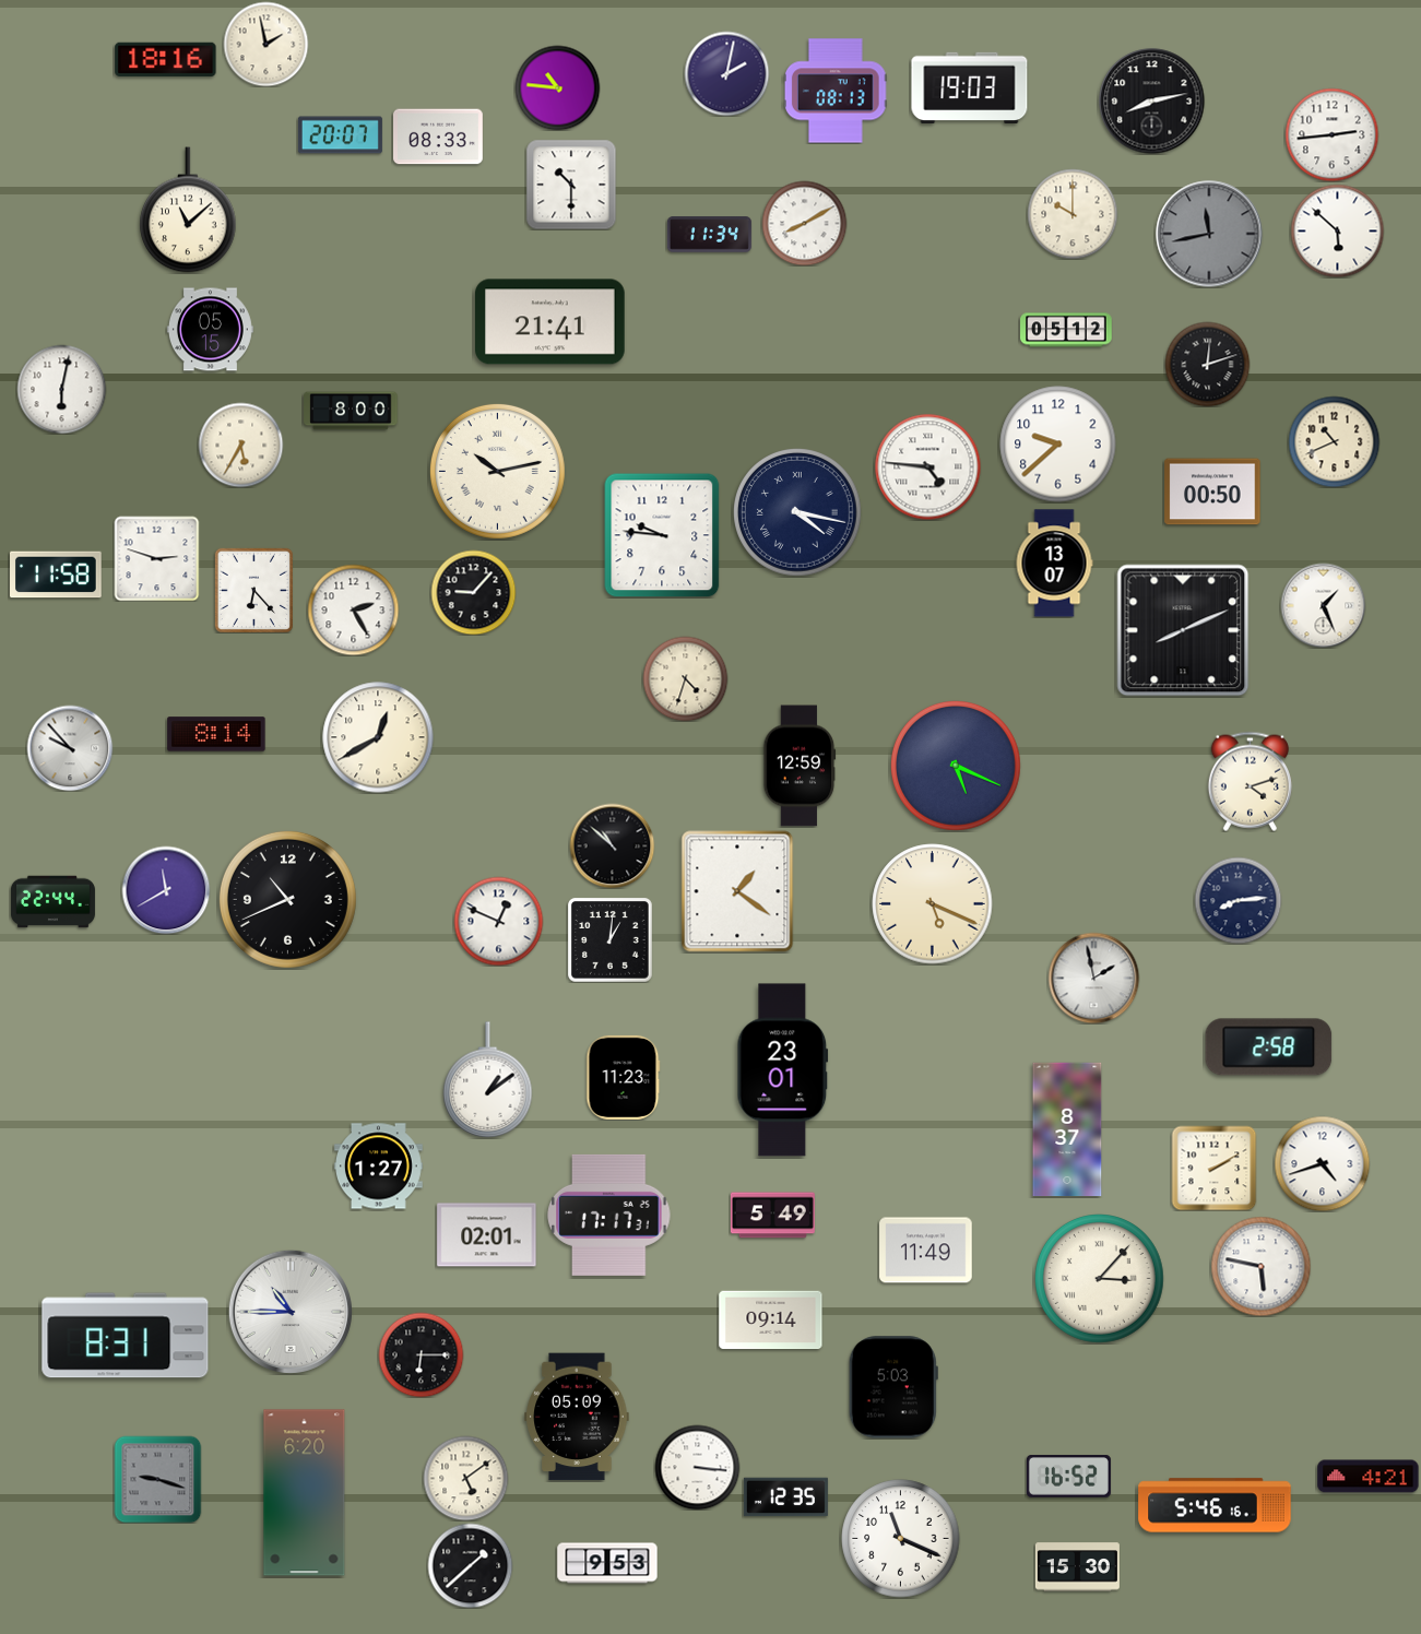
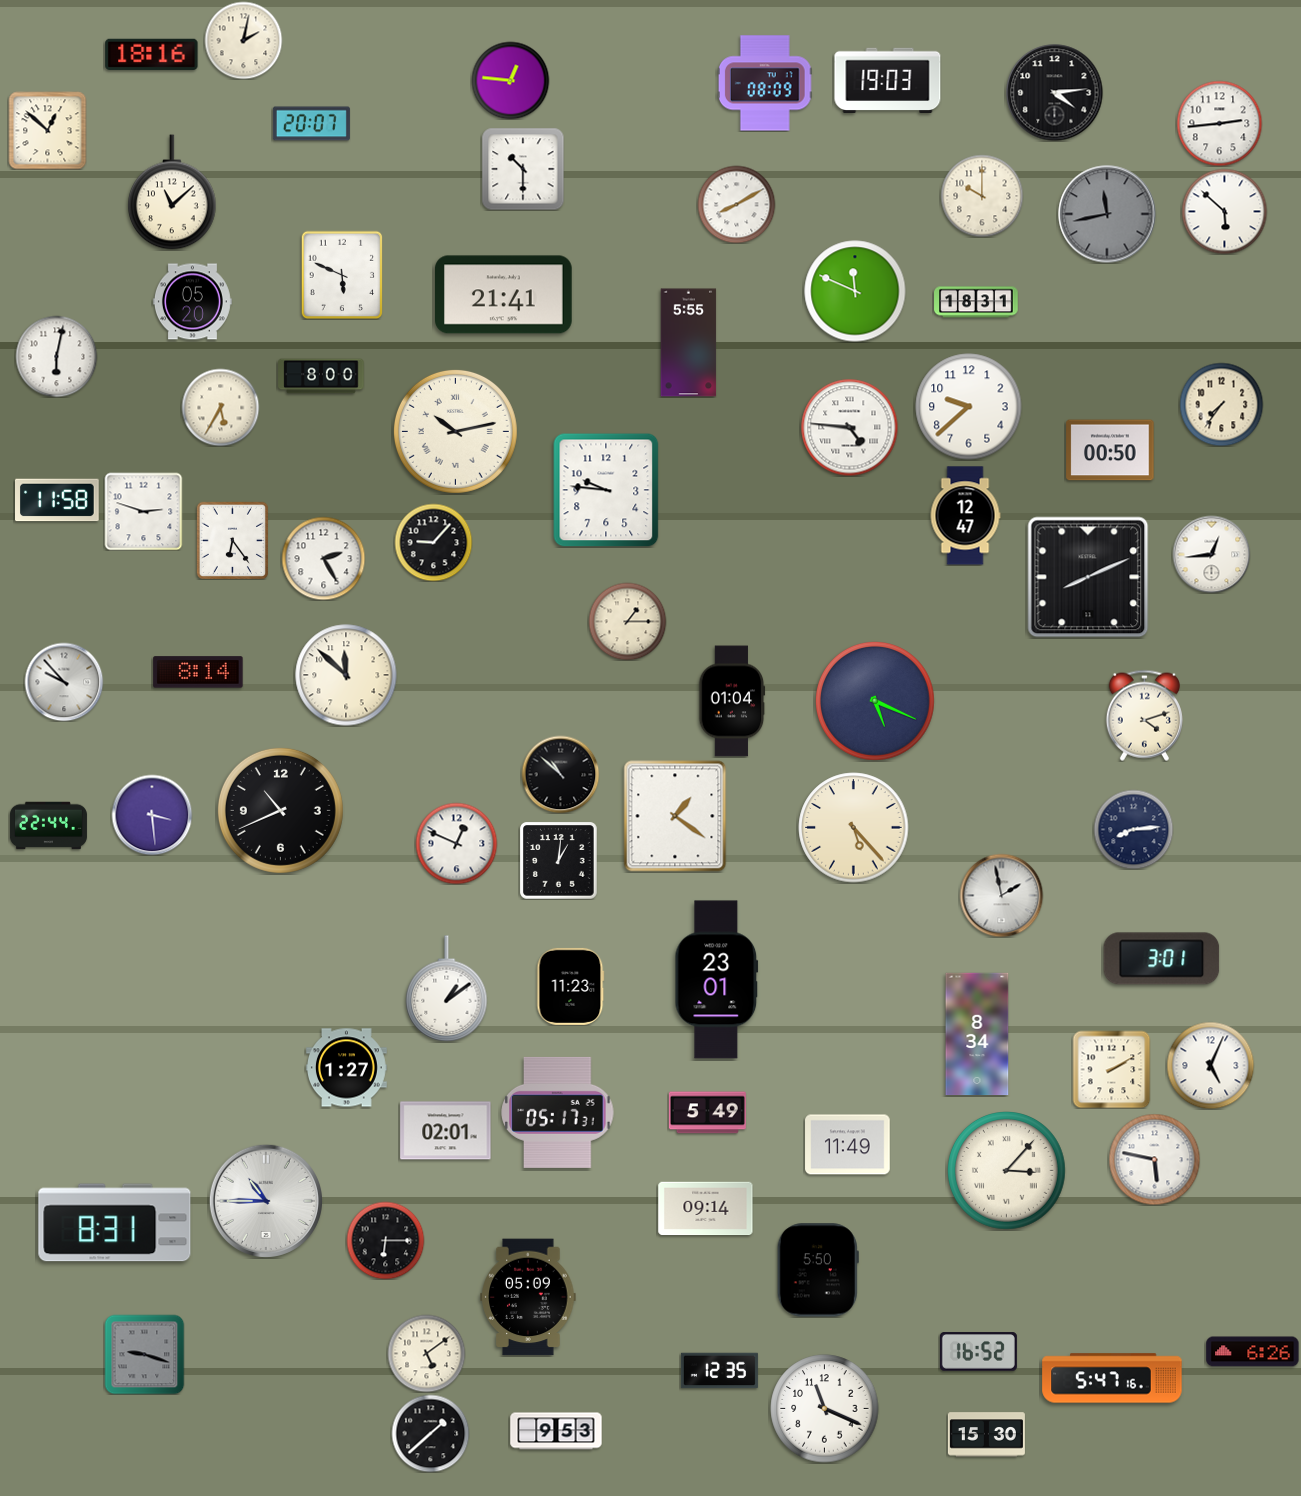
clock at (265, 44): 1:58 -> 2:02
clock at (726, 73): 2:02 -> none
clock at (557, 87): 10:46 -> 12:46
clock at (836, 91): 08:13 -> 08:09
clock at (1152, 102): 8:13 -> 4:14
clock at (439, 137): 08:33 -> none
clock at (47, 130): none -> 12:52
clock at (709, 235): 11:34 -> none
clock at (342, 275): none -> 5:49
clock at (855, 291): none -> 11:49
clock at (210, 330): 05:15 -> 05:20
clock at (1066, 330): 05:12 -> 18:31
clock at (1207, 364): 12:12 -> none
clock at (689, 343): none -> 5:55
clock at (1334, 441): 10:41 -> 7:36
clock at (798, 513): 4:17 -> none
clock at (1054, 564): 13:07 -> 12:47
clock at (56, 575) position: (56, 575) -> (57, 500)
clock at (253, 590): 6:23 -> 6:24
clock at (1323, 605): 1:26 -> 12:44
clock at (1183, 630) position: (1183, 630) -> (1088, 577)
clock at (685, 678): 4:33 -> 1:15
clock at (378, 737): 12:40 -> 11:52
clock at (70, 748) position: (70, 748) -> (64, 682)
clock at (800, 766): 12:59 -> 01:04
clock at (166, 890): 11:40 -> 3:29
clock at (287, 899) position: (287, 899) -> (280, 810)
clock at (1238, 900) position: (1238, 900) -> (1133, 829)
clock at (933, 904): 5:19 -> 5:23
clock at (1269, 1047): 2:58 -> 3:01
clock at (1067, 1129): 8:37 -> 8:34
clock at (1322, 1163): 4:42 -> 5:04
clock at (609, 1215): 17:17 -> 05:17
clock at (893, 1387): 5:03 -> 5:50
clock at (697, 1467): 3:16 -> none
clock at (1369, 1477): 4:21 -> 6:26
clock at (305, 1493): 6:20 -> none
clock at (1215, 1505): 5:46 -> 5:47
